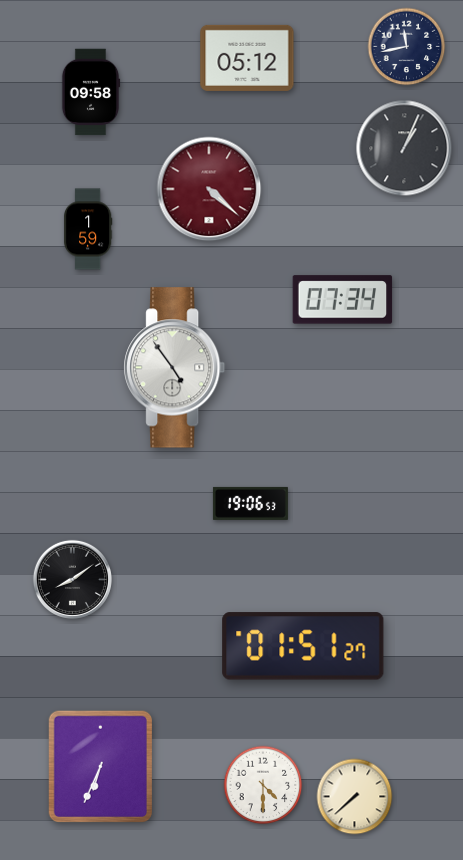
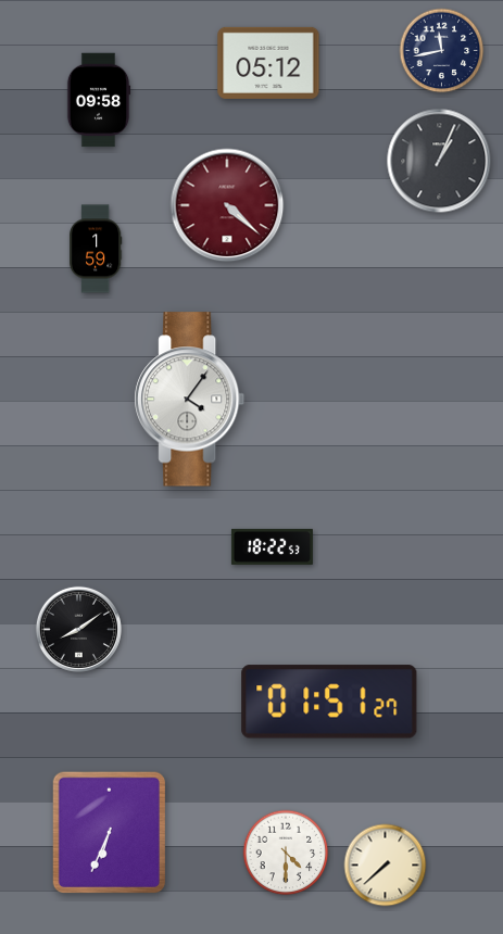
clock at (343, 300): 07:34 -> none
clock at (175, 368): 4:54 -> 4:06
clock at (250, 503): 19:06 -> 18:22
